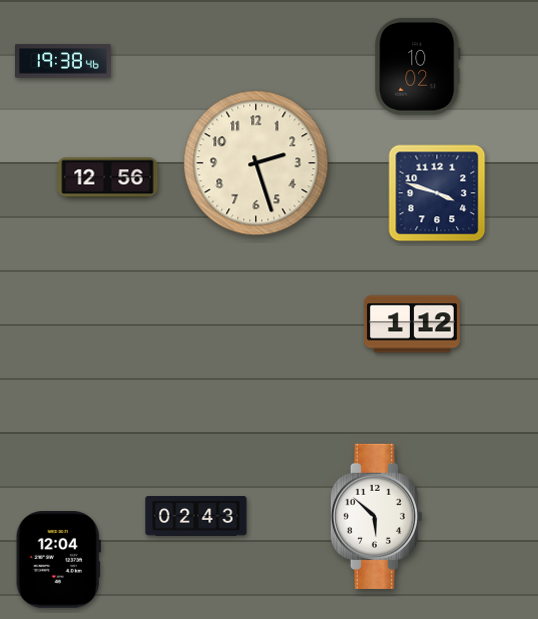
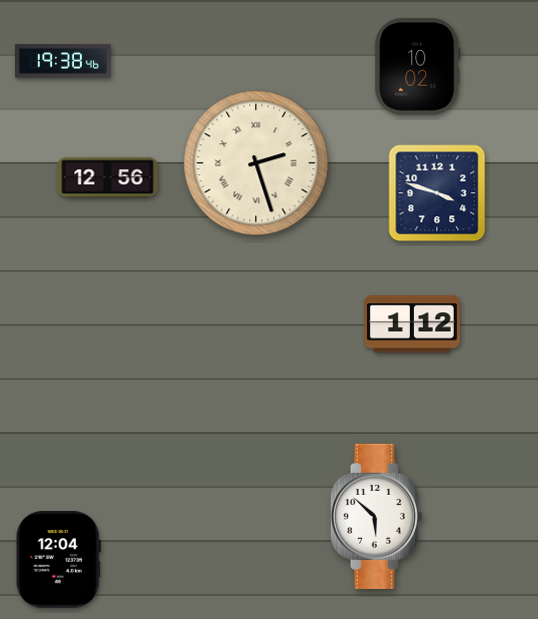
clock at (256, 163) numerals: Arabic -> Roman
clock at (196, 517): 02:43 -> none
